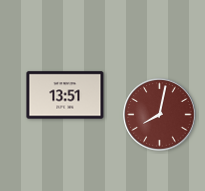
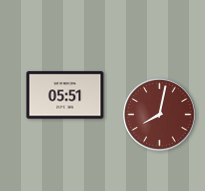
clock at (65, 95): 13:51 -> 05:51
